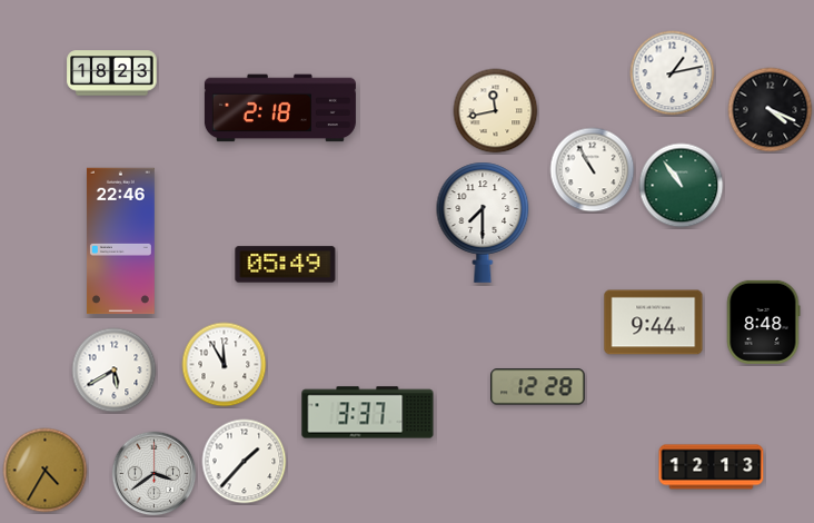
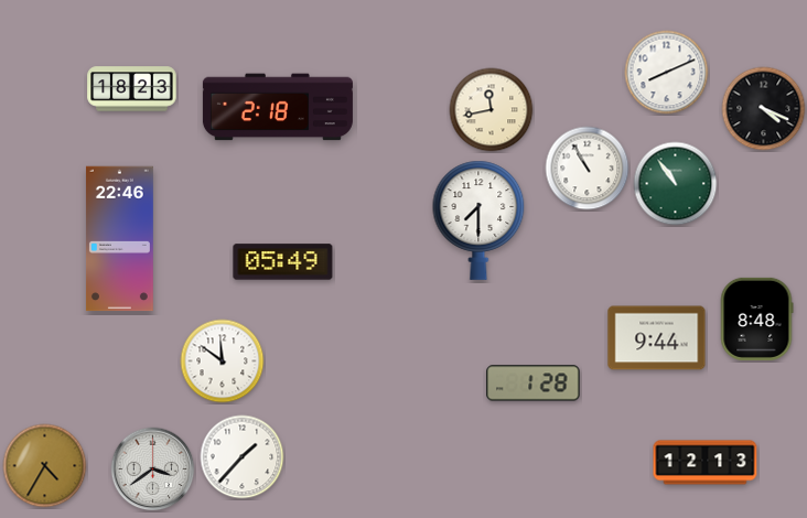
clock at (112, 73) position: (112, 73) -> (132, 89)
clock at (673, 73): 1:13 -> 8:11
clock at (654, 323) position: (654, 323) -> (657, 338)
clock at (225, 365): 11:55 -> 11:51
clock at (115, 371): 5:40 -> none
clock at (538, 387): 12:28 -> 1:28
clock at (368, 413): 3:37 -> none
